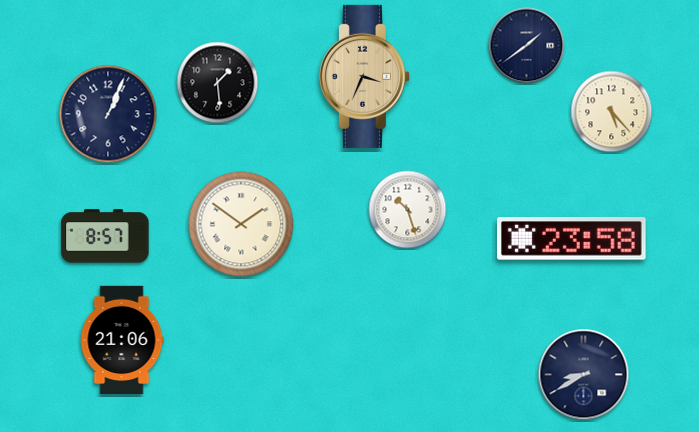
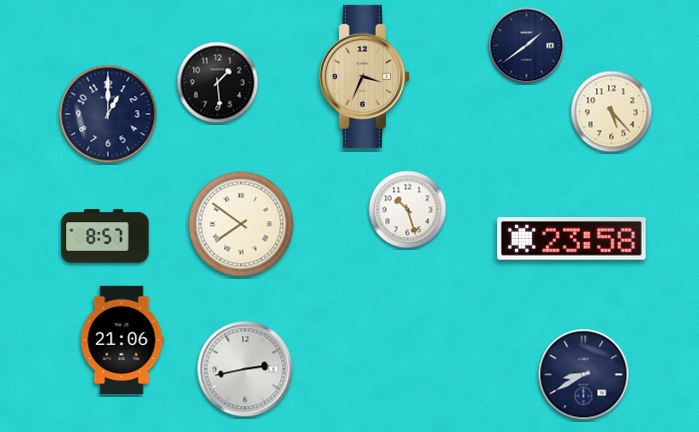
clock at (108, 114): 1:04 -> 1:00
clock at (241, 224): 1:51 -> 7:51
clock at (245, 369): none -> 2:43
